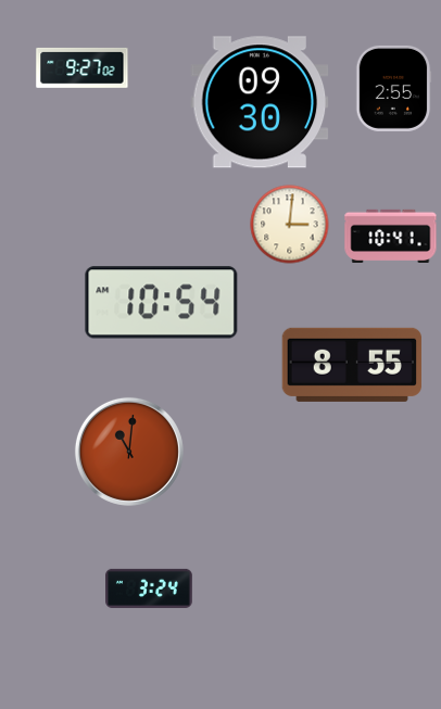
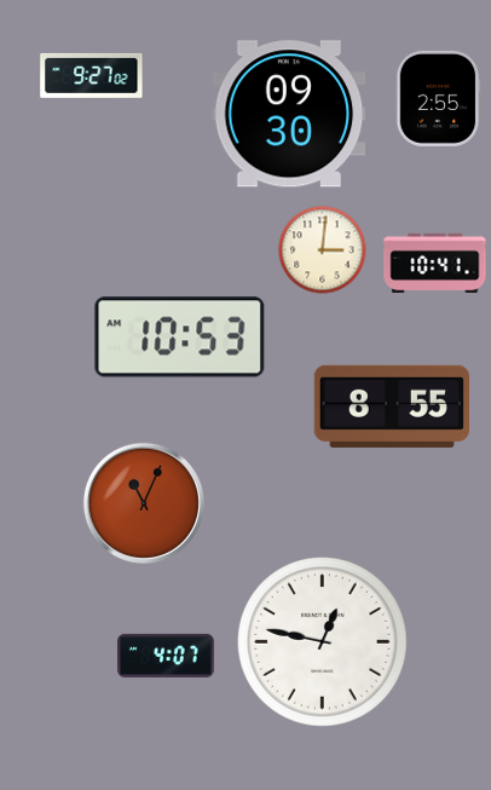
clock at (162, 303): 10:54 -> 10:53
clock at (129, 452): 11:01 -> 11:04
clock at (323, 642): none -> 12:47
clock at (150, 588): 3:24 -> 4:07
